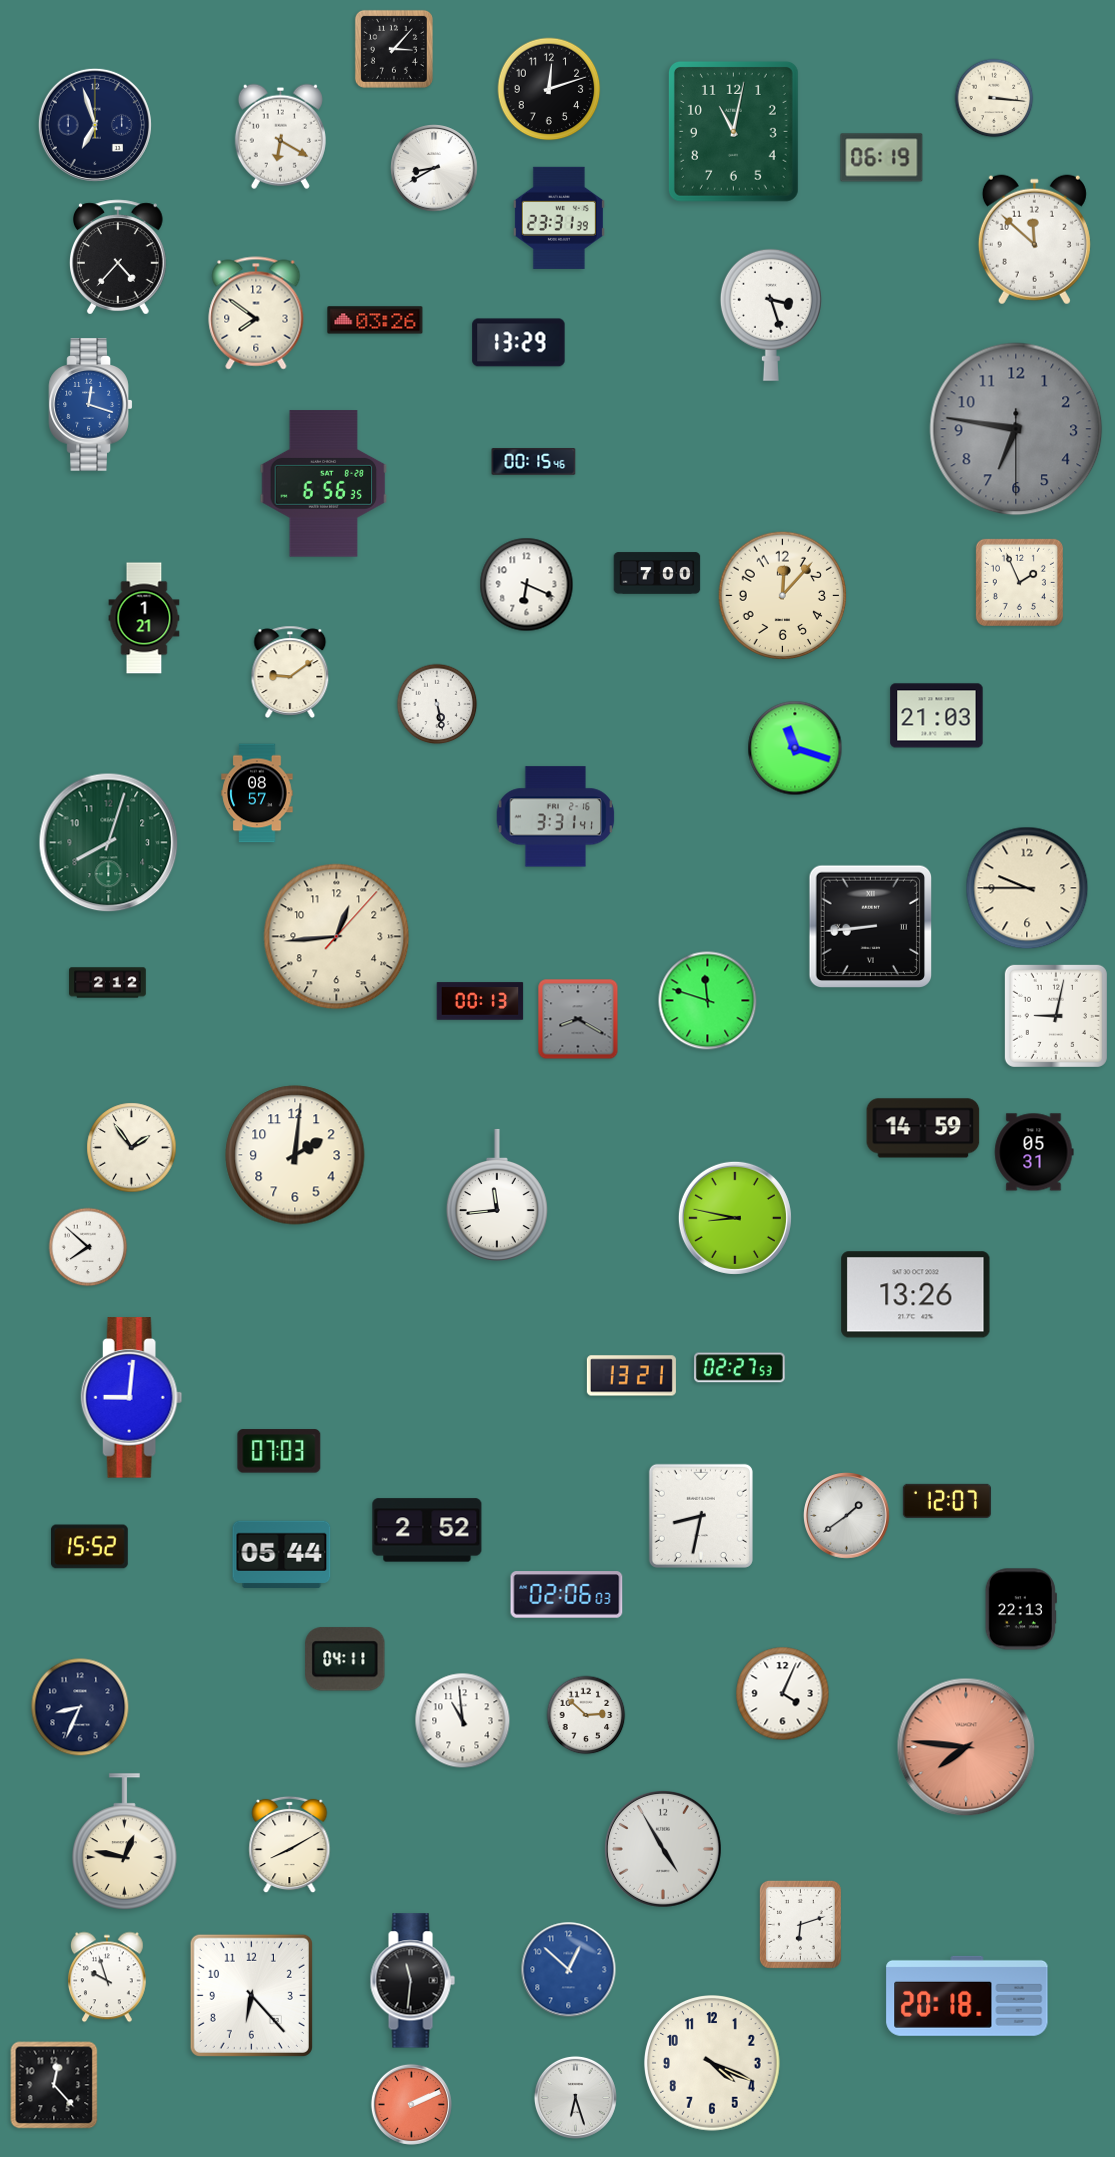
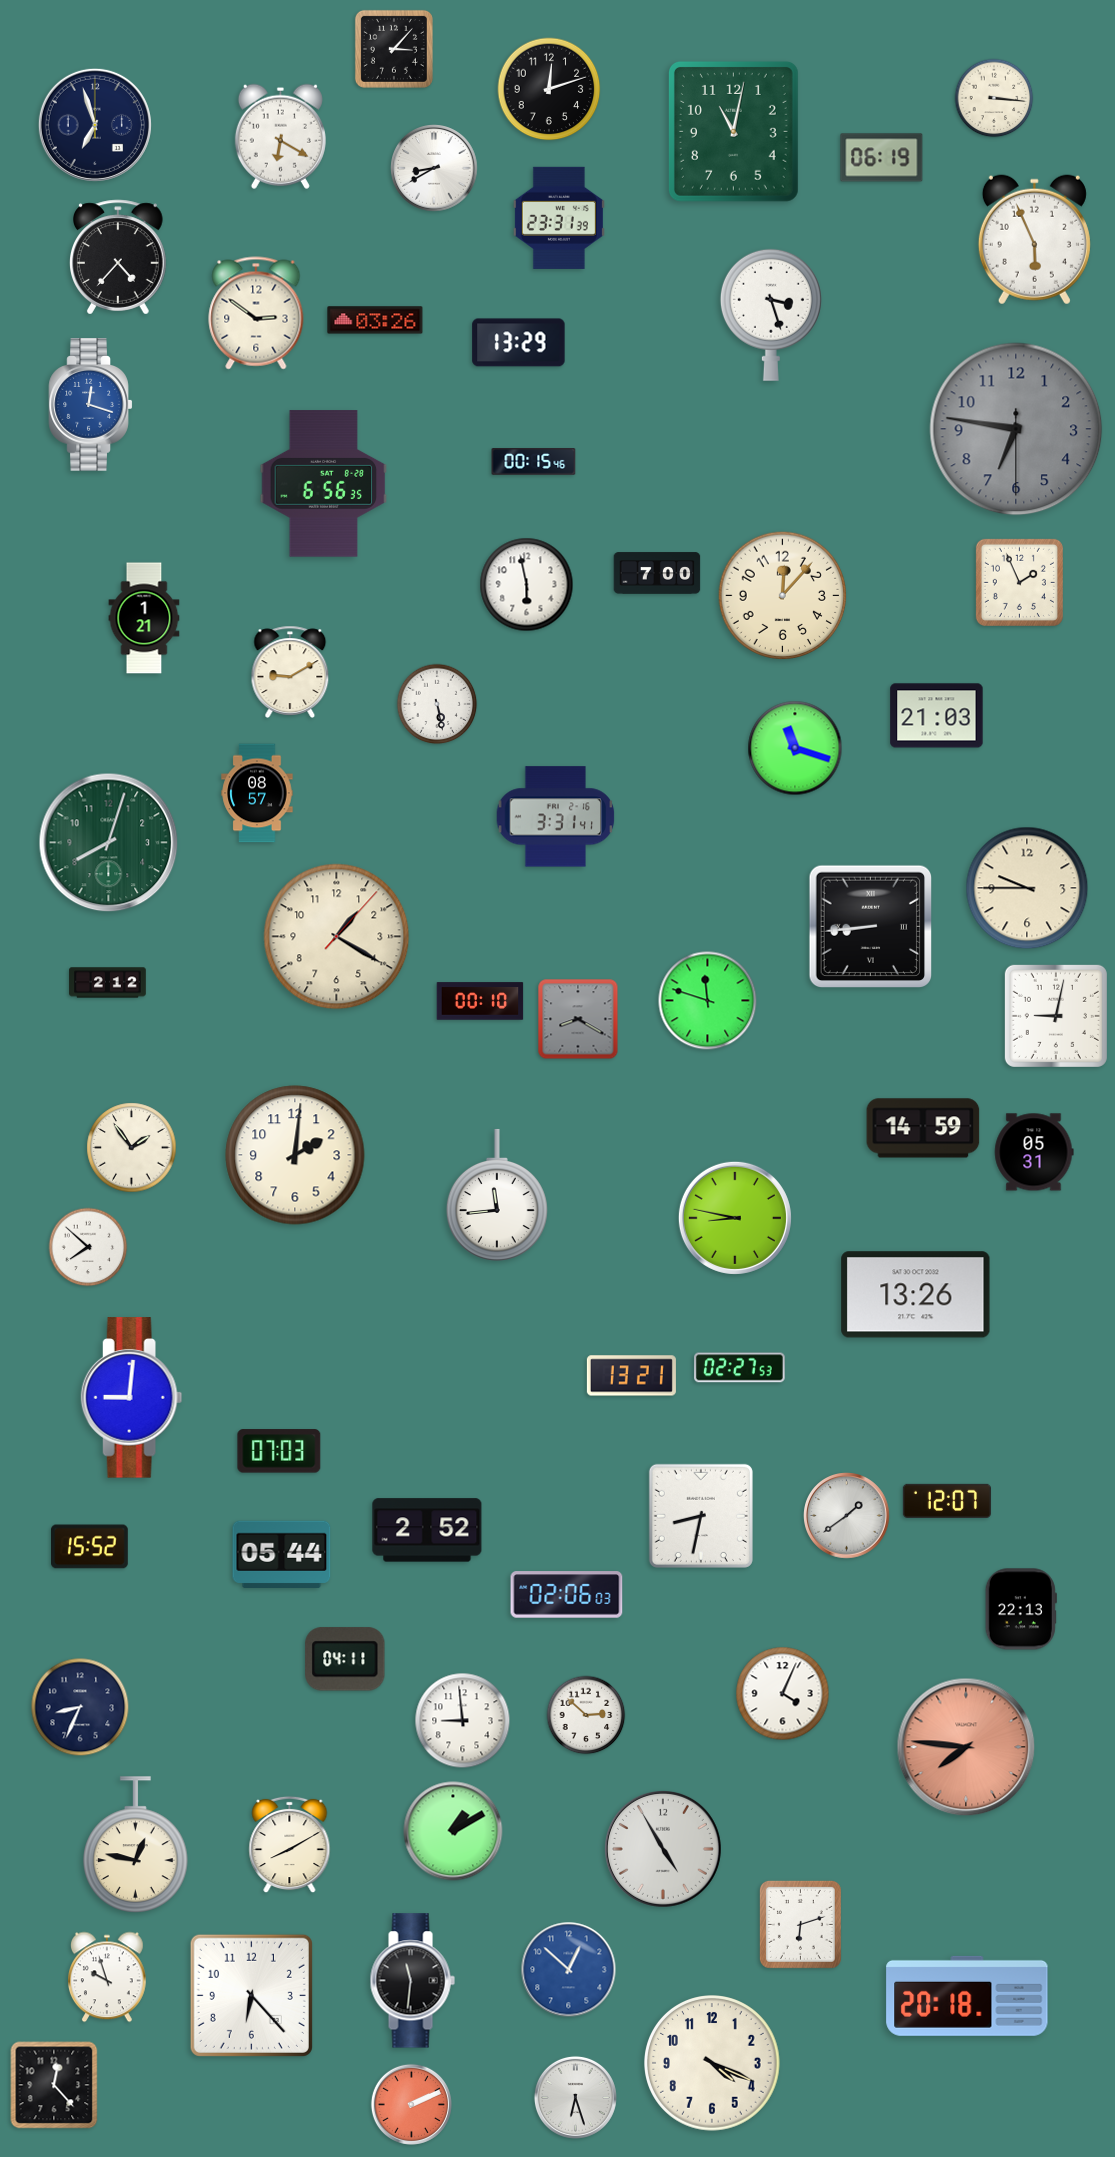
clock at (1034, 240): 11:52 -> 5:56
clock at (256, 313): 7:51 -> 2:51
clock at (527, 585): 6:19 -> 5:58
clock at (290, 672): 9:09 -> 9:10
clock at (337, 937): 12:44 -> 1:20
clock at (480, 1001): 00:13 -> 00:10
clock at (463, 1721): 10:59 -> 8:59
clock at (453, 1831): none -> 1:10
clock at (125, 1842) position: (125, 1842) -> (136, 1845)
